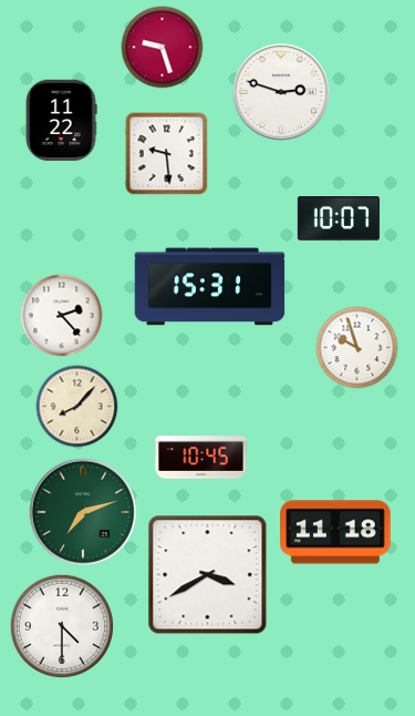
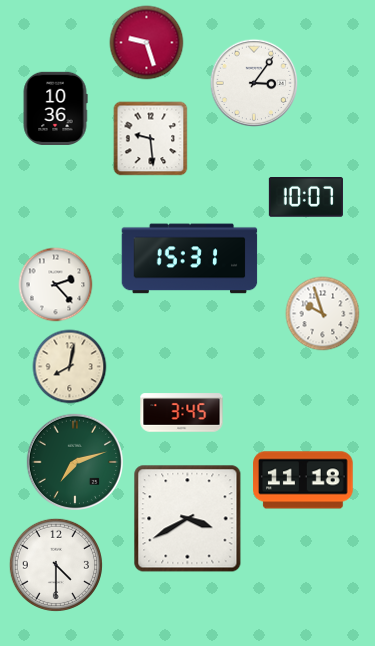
clock at (281, 92): 2:48 -> 3:06
clock at (61, 120): 11:22 -> 10:36
clock at (77, 407): 8:07 -> 8:02
clock at (201, 458): 10:45 -> 3:45
